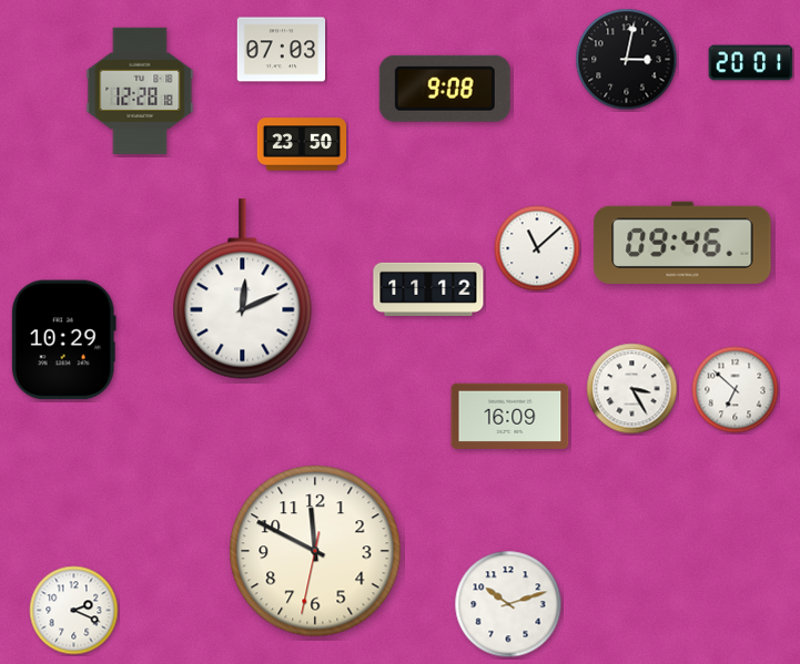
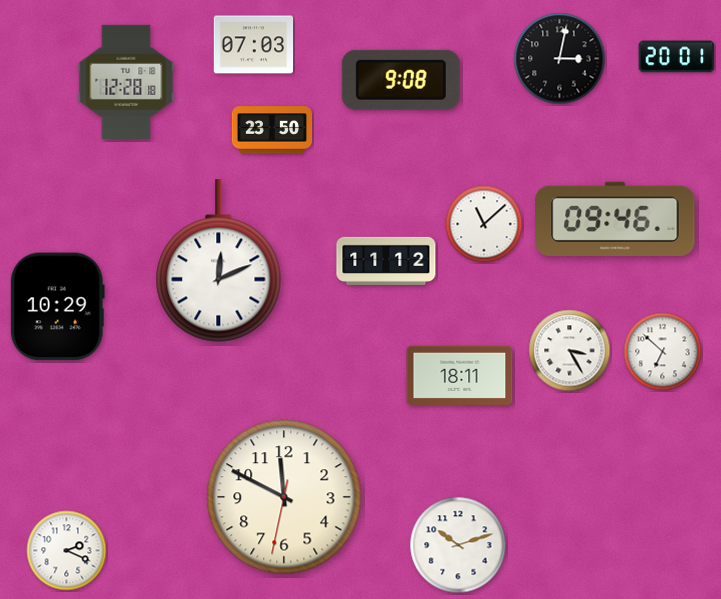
clock at (627, 60) position: (627, 60) -> (560, 59)
clock at (510, 416): 16:09 -> 18:11
